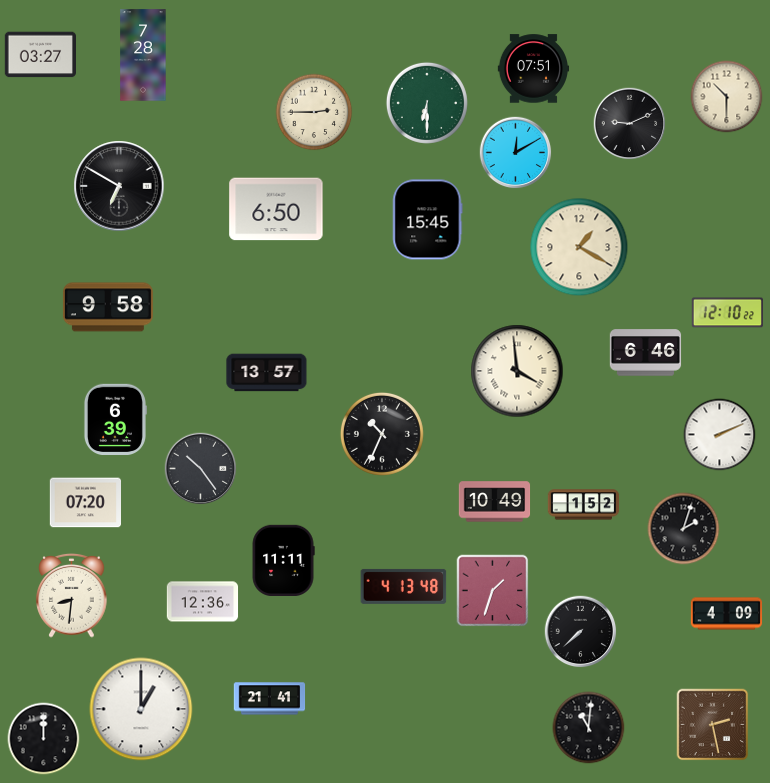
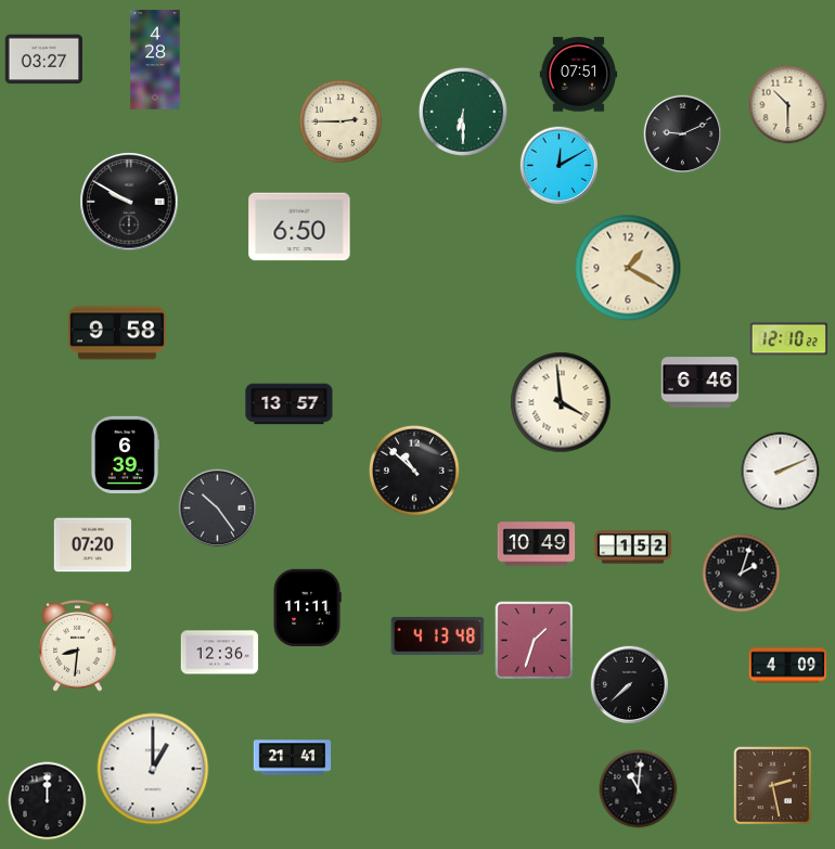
clock at (143, 55): 7:28 -> 4:28
clock at (119, 186): 6:50 -> 9:50
clock at (428, 220): 15:45 -> none
clock at (382, 434): 10:34 -> 10:52
